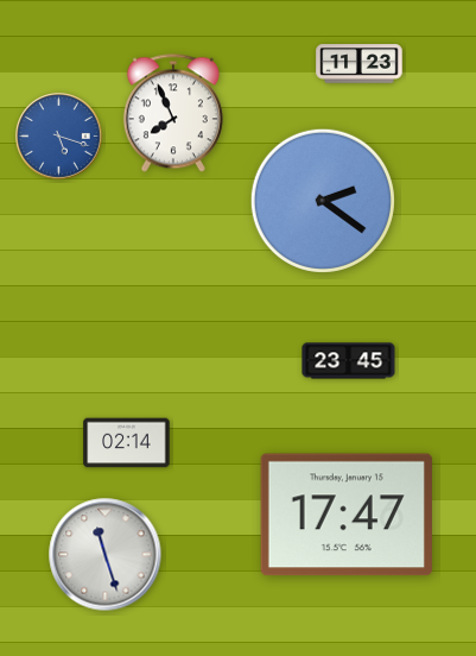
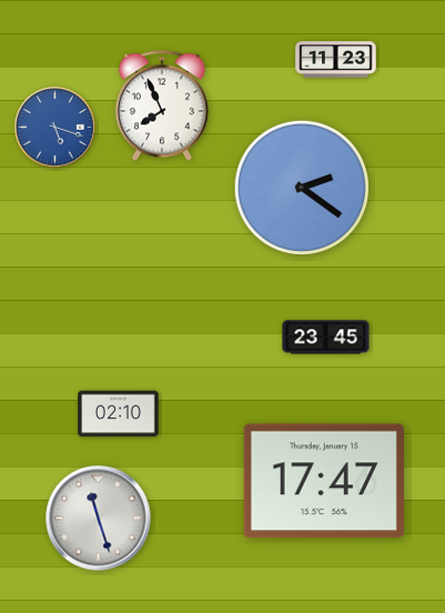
clock at (127, 443): 02:14 -> 02:10
